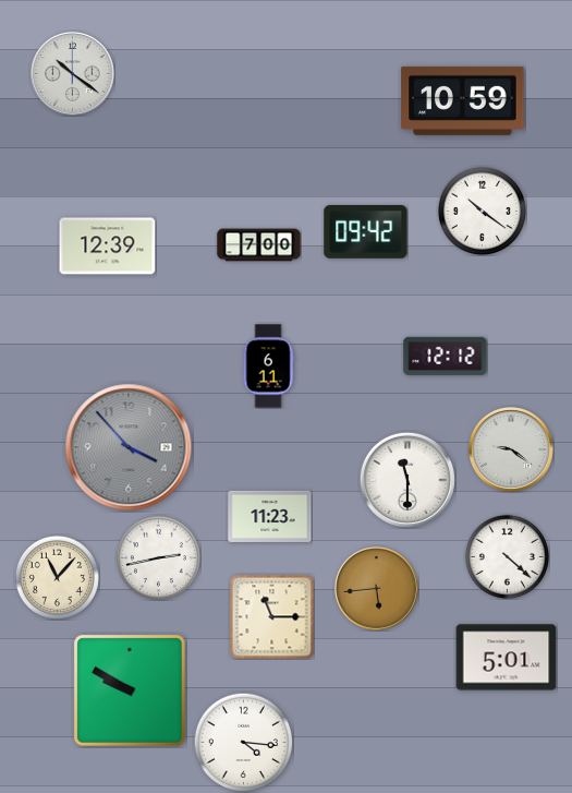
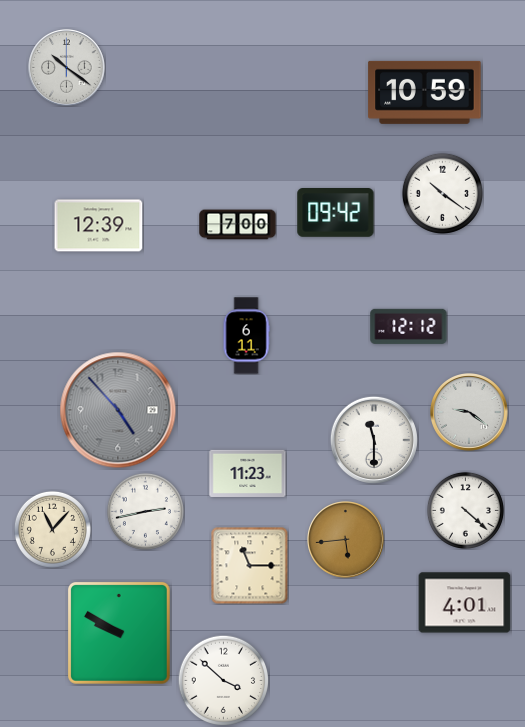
clock at (129, 447): 3:53 -> 4:53
clock at (507, 658): 5:01 -> 4:01
clock at (243, 742): 4:16 -> 3:52
